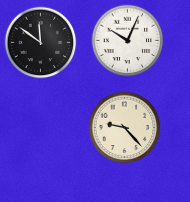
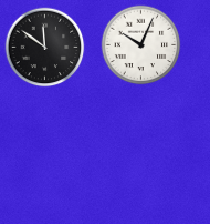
clock at (125, 128): 9:23 -> none
